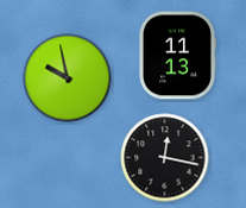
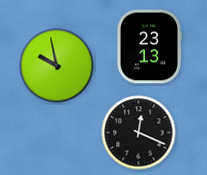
clock at (178, 56): 11:13 -> 23:13
clock at (165, 158): 12:17 -> 12:19
